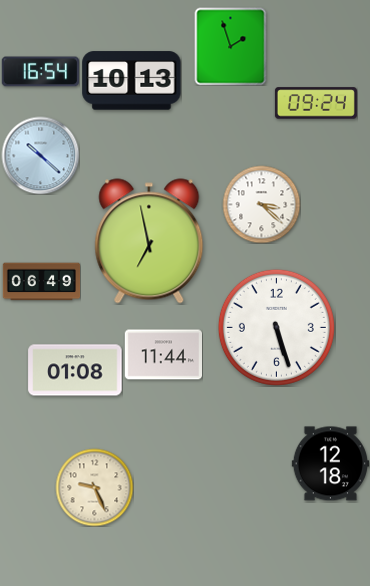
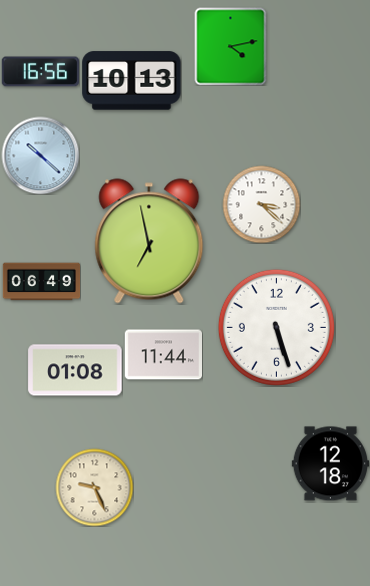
clock at (231, 46): 1:57 -> 4:13
clock at (40, 72): 16:54 -> 16:56
clock at (316, 103): 09:24 -> none
